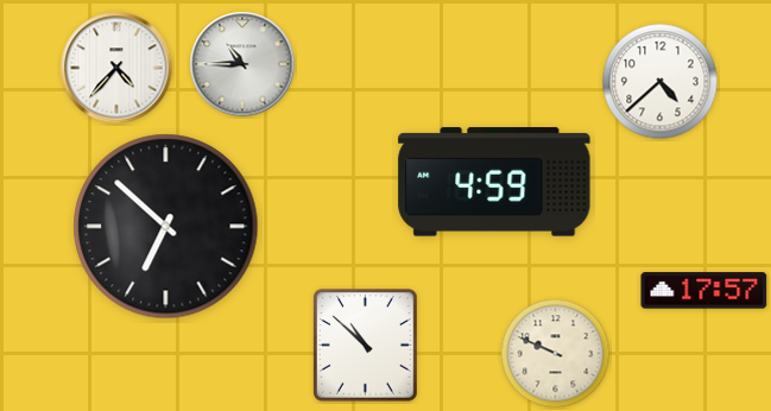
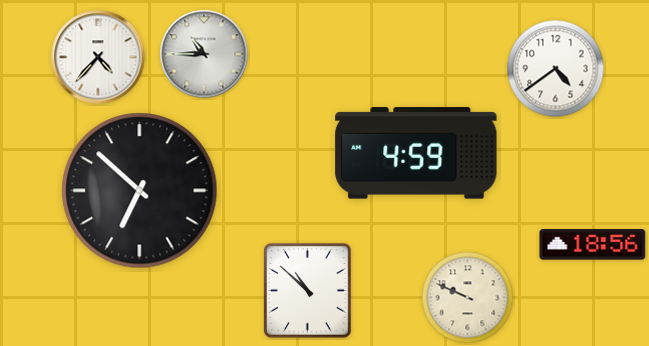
clock at (661, 82): 4:38 -> 4:39
clock at (704, 291): 17:57 -> 18:56
